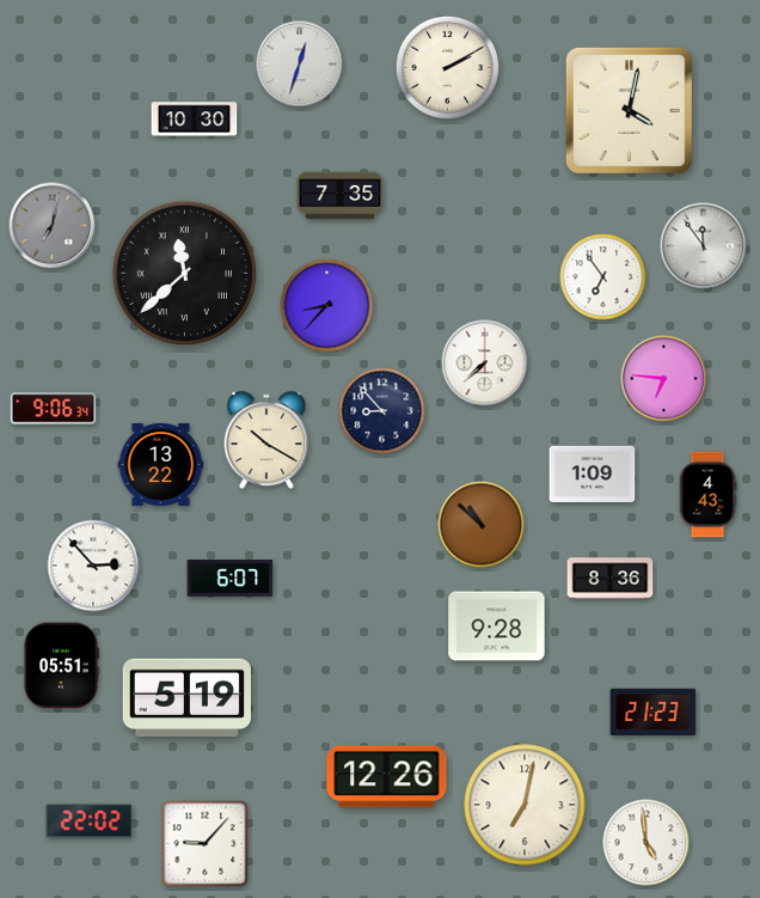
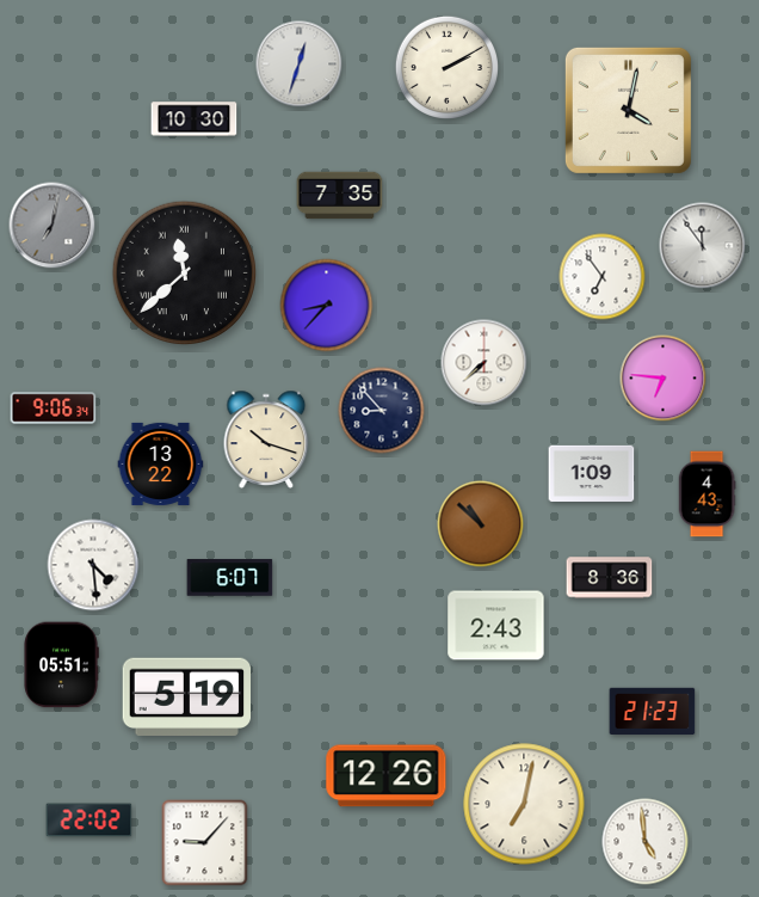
clock at (266, 440): 10:20 -> 10:18
clock at (93, 566): 2:53 -> 4:29
clock at (497, 627): 9:28 -> 2:43
